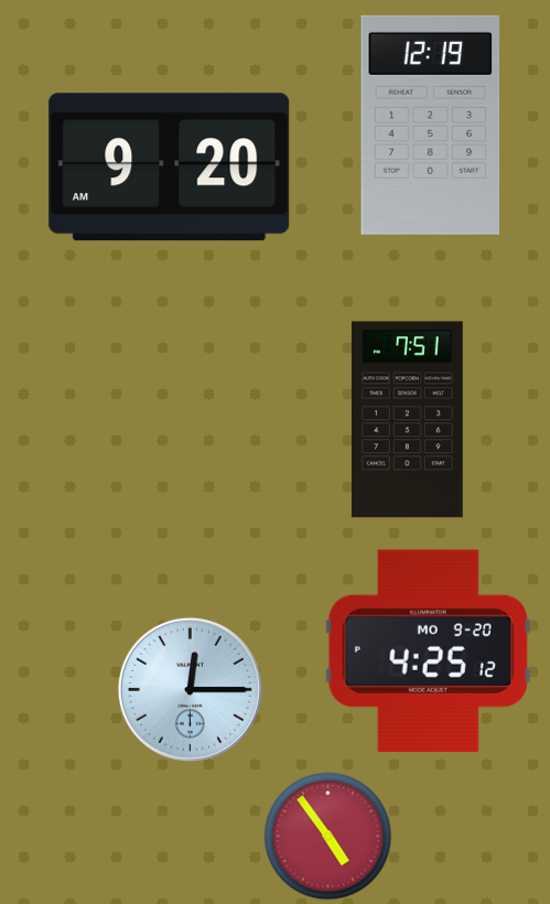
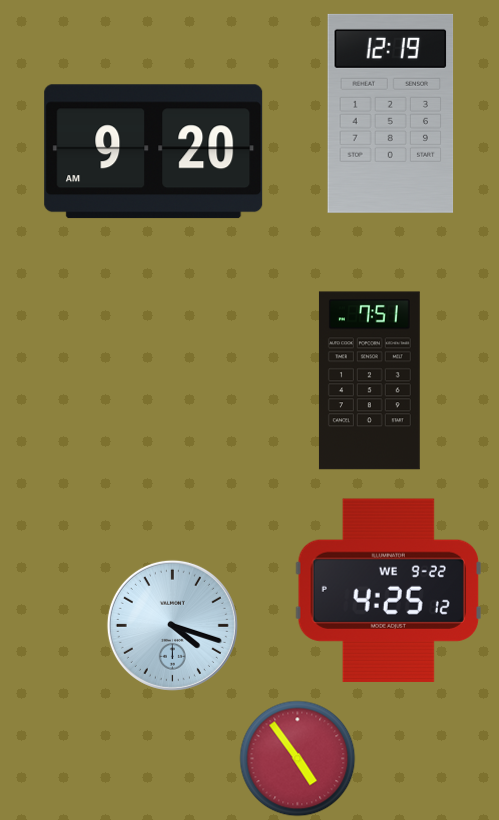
clock at (428, 650) date: MO 9-20 -> WE 9-22
clock at (190, 689): 12:15 -> 4:18
